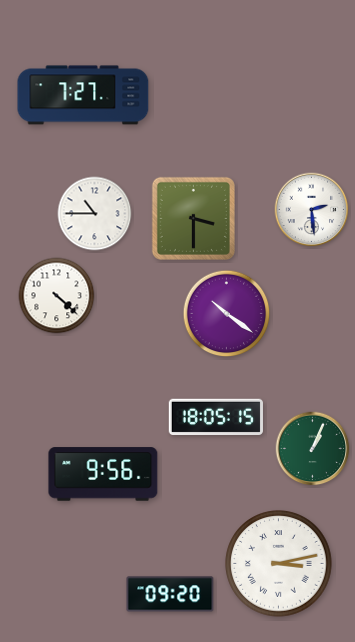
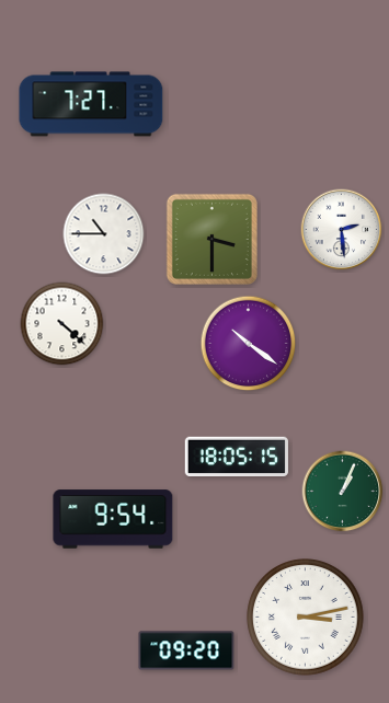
clock at (103, 474): 9:56 -> 9:54
